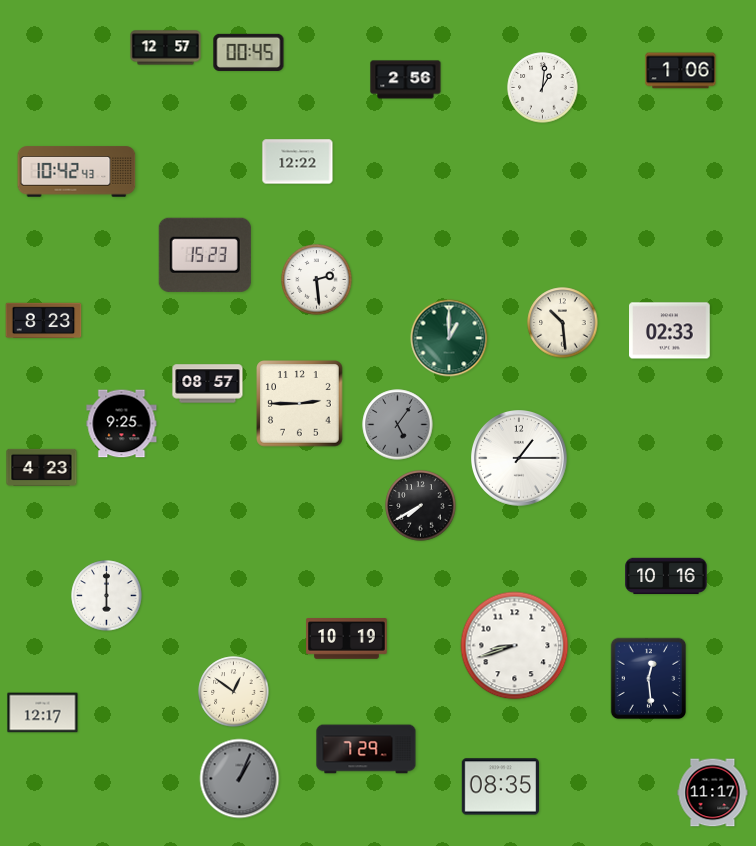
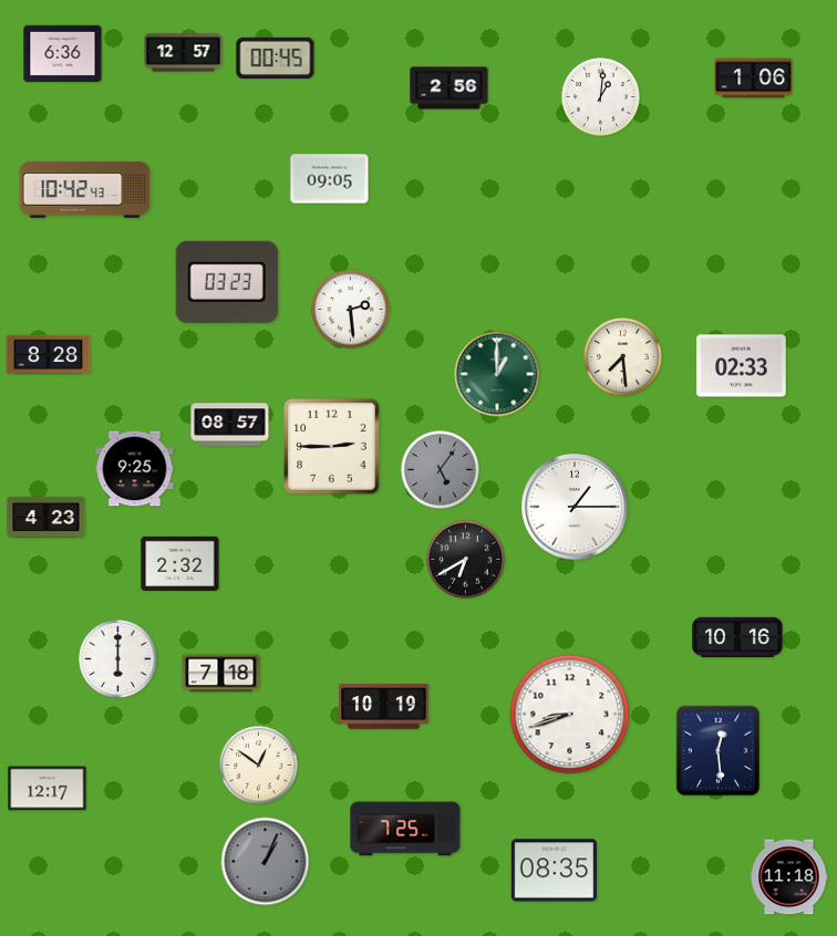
clock at (63, 53): none -> 6:36
clock at (298, 162): 12:22 -> 09:05
clock at (205, 255): 15:23 -> 03:23
clock at (44, 321): 8:23 -> 8:28
clock at (563, 323): 10:29 -> 7:29
clock at (421, 506): 7:40 -> 6:40
clock at (180, 563): none -> 2:32
clock at (221, 674): none -> 7:18
clock at (366, 749): 7:29 -> 7:25
clock at (713, 793): 11:17 -> 11:18
